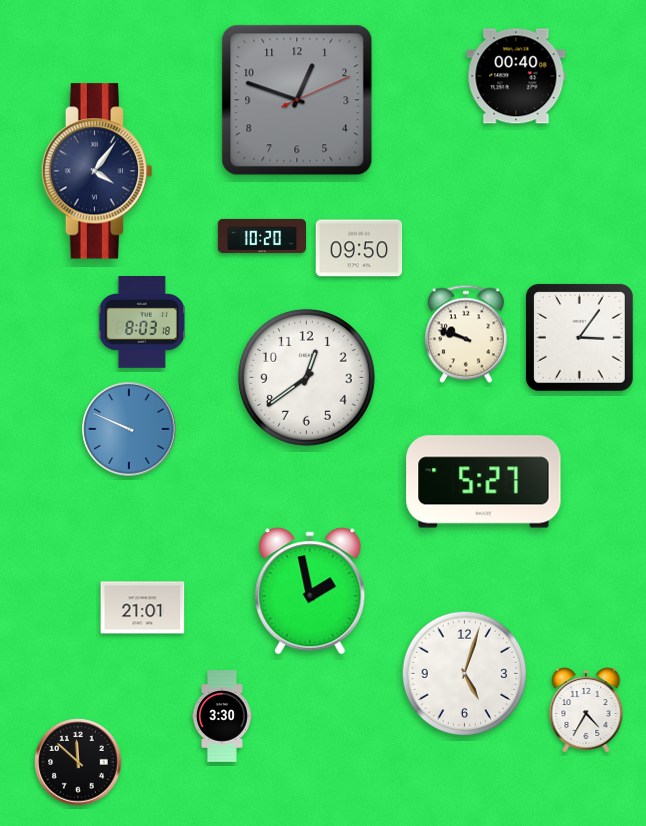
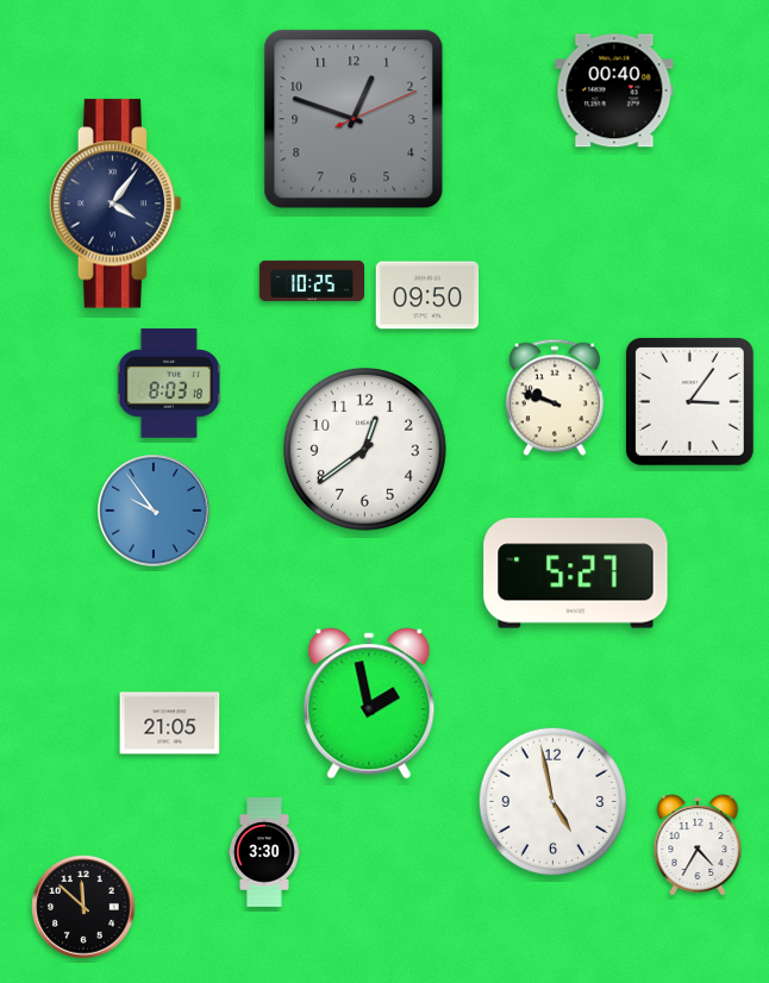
clock at (261, 236): 10:20 -> 10:25
clock at (129, 429): 9:49 -> 9:54
clock at (143, 608): 21:01 -> 21:05
clock at (464, 673): 5:03 -> 4:58
clock at (78, 762) position: (78, 762) -> (83, 907)
